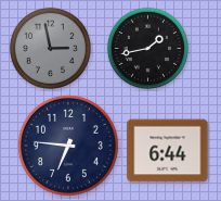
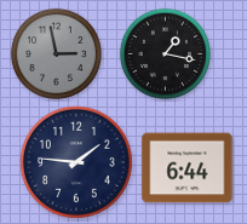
clock at (147, 48): 1:43 -> 1:17
clock at (68, 146): 6:46 -> 1:46
